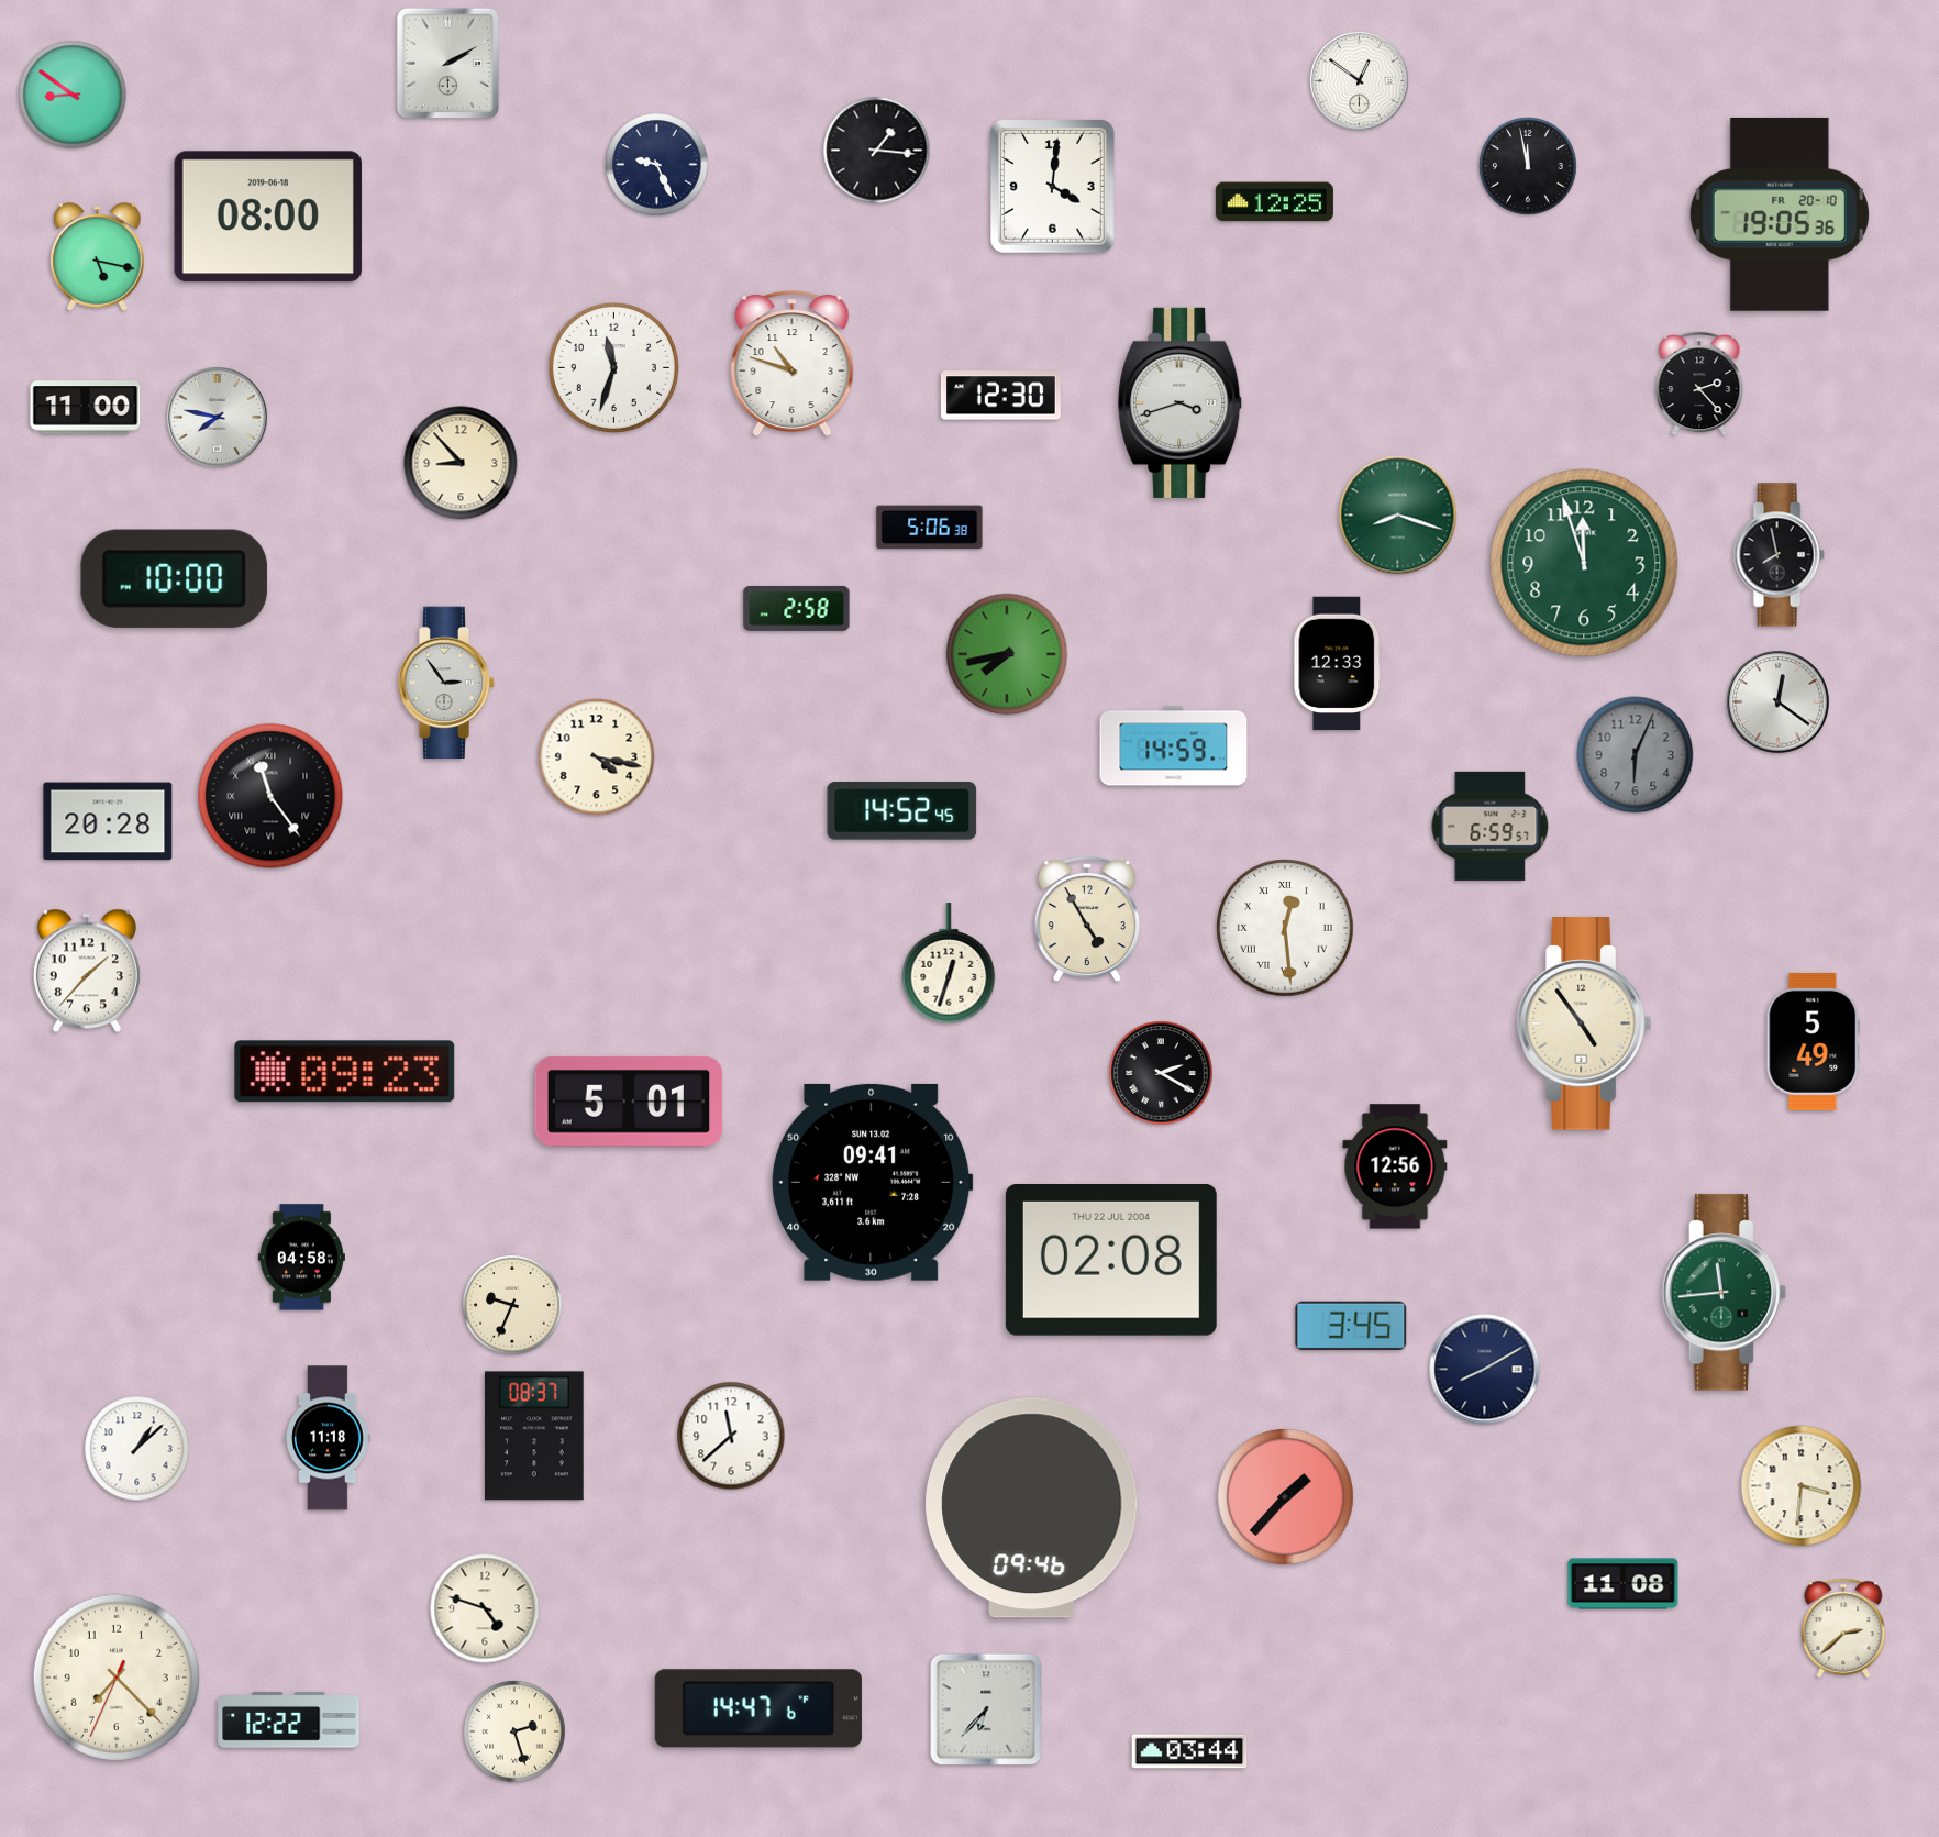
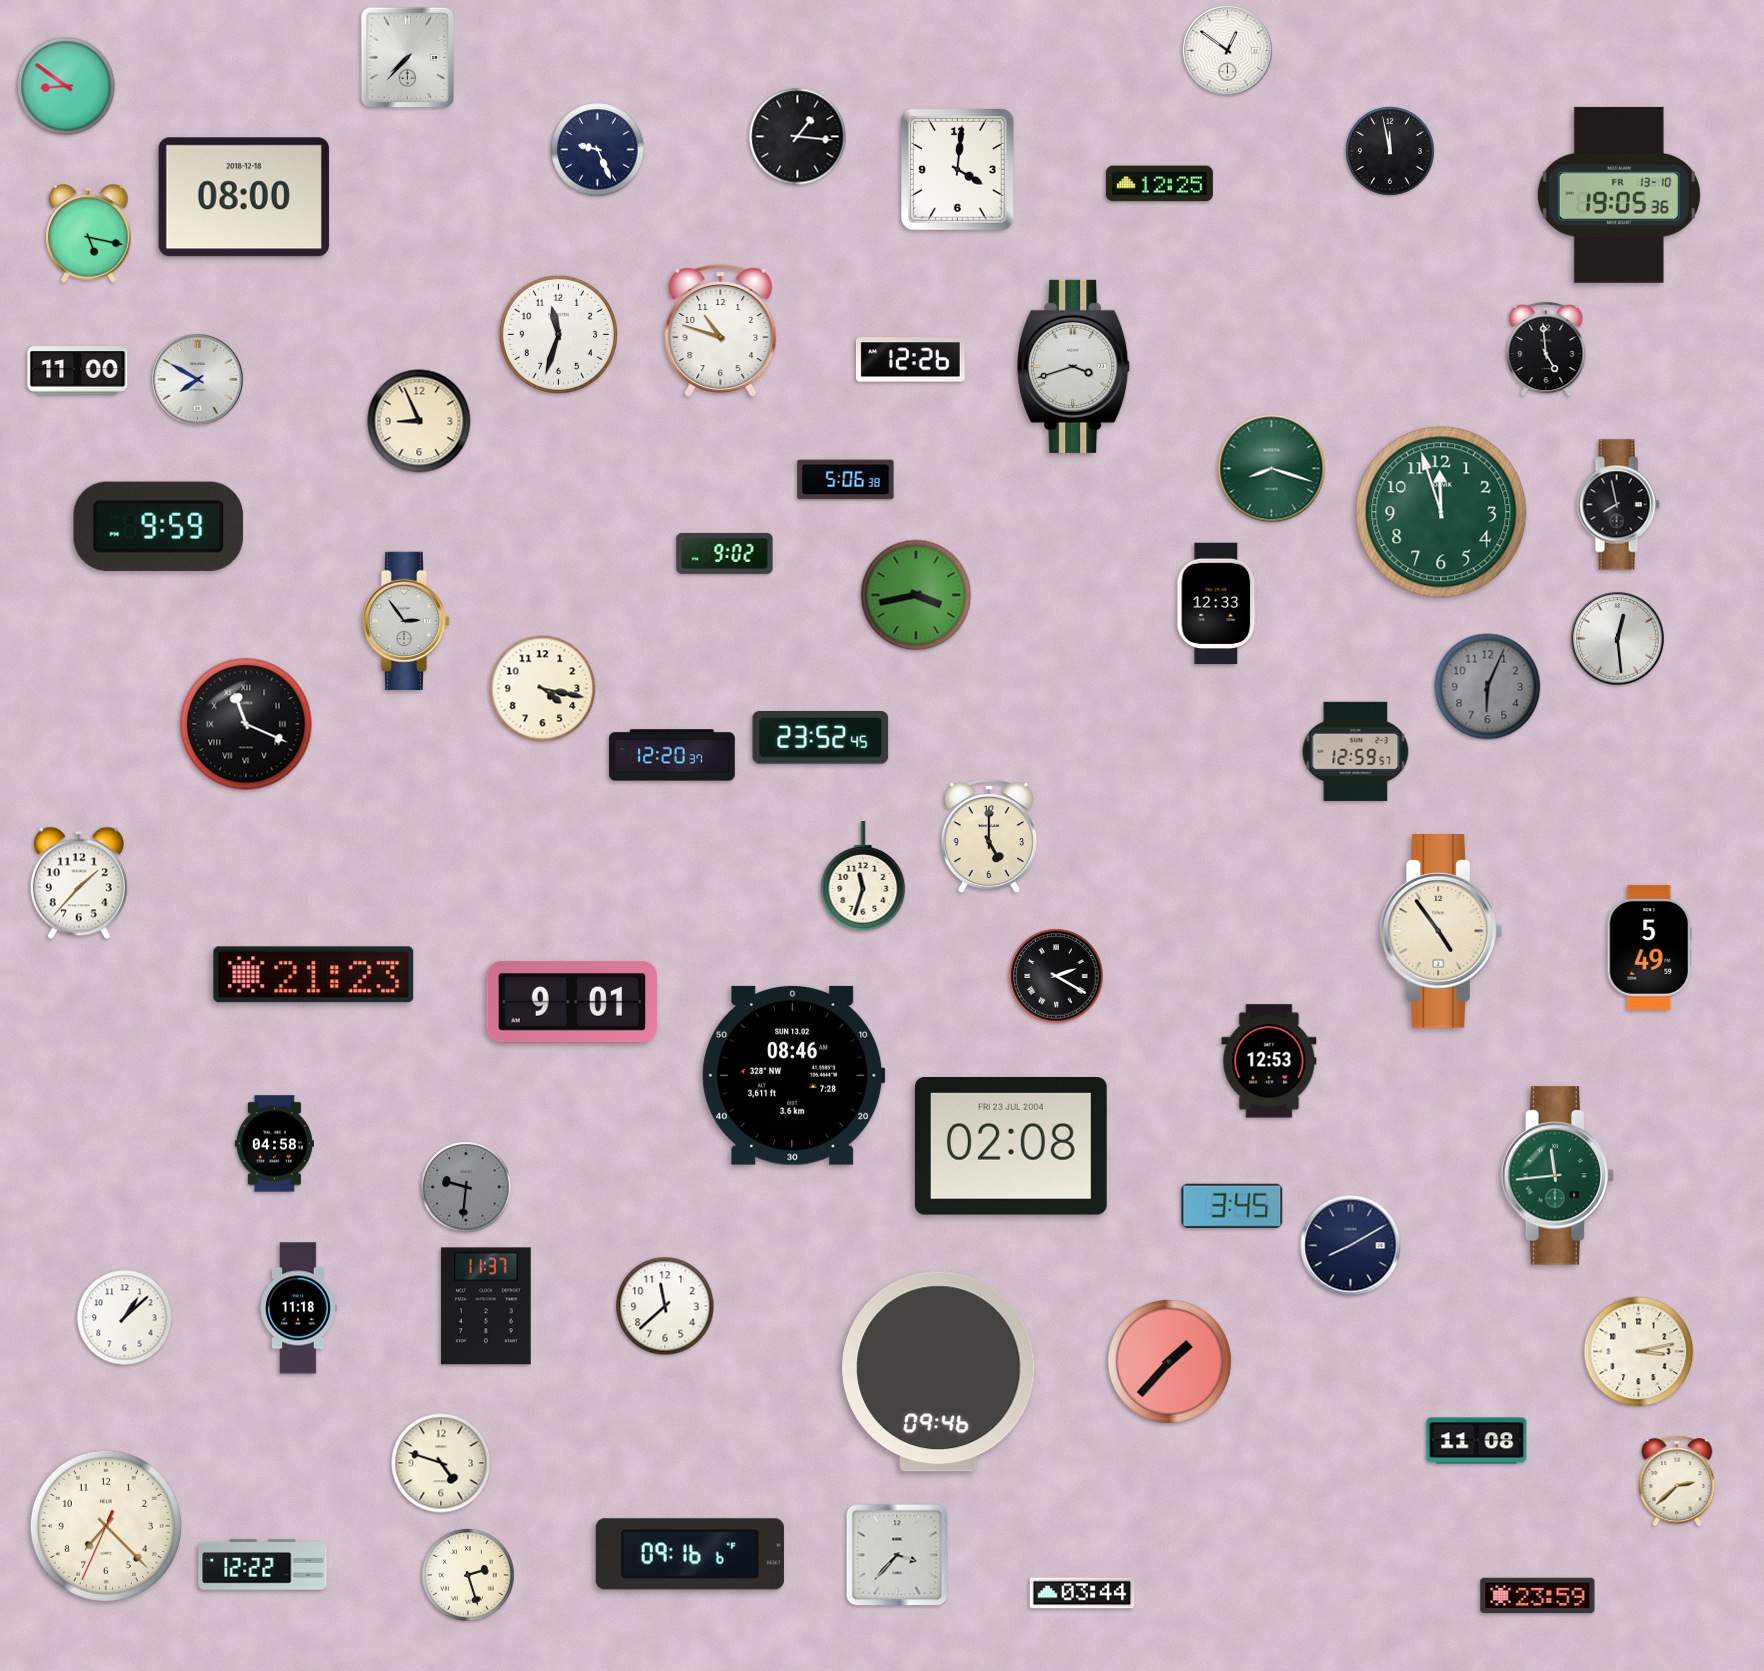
clock at (448, 64): 2:10 -> 7:37
clock at (1360, 81) position: (1360, 81) -> (1228, 51)
clock at (1780, 214) date: FR 20-10 -> FR 13-10
clock at (268, 217) date: 2019-06-18 -> 2018-12-18
clock at (1699, 384): 2:23 -> 4:59
clock at (1000, 396): 12:30 -> 12:26
clock at (218, 418): 7:47 -> 7:50
clock at (461, 463): 8:53 -> 8:56
clock at (174, 578): 10:00 -> 9:59
clock at (797, 608): 2:58 -> 9:02
clock at (1007, 654): 7:43 -> 3:43
clock at (1779, 702): 12:21 -> 12:29
clock at (1174, 746): 14:59 -> none
clock at (270, 796): 11:24 -> 11:19
clock at (902, 811): 14:52 -> 23:52
clock at (108, 821): 20:28 -> none
clock at (1491, 826): 6:59 -> 12:59
clock at (672, 755): none -> 12:20
clock at (1087, 919): 4:55 -> 5:00
clock at (1286, 929): 12:29 -> none
clock at (949, 964): 12:33 -> 11:33
clock at (345, 1072): 09:23 -> 21:23
clock at (629, 1103): 5:01 -> 9:01
clock at (1395, 1166): 12:56 -> 12:53
clock at (873, 1182): 09:41 -> 08:46
clock at (1111, 1261) date: THU 22 JUL 2004 -> FRI 23 JUL 2004
clock at (1725, 1293) position: (1725, 1293) -> (1558, 1176)
clock at (512, 1305): 9:34 -> 9:31
clock at (512, 1305) dial: cream -> grey
clock at (1351, 1326) position: (1351, 1326) -> (1232, 1206)
clock at (534, 1436): 08:37 -> 11:37
clock at (1802, 1486): 3:31 -> 3:13
clock at (758, 1708): 14:47 -> 09:16
clock at (986, 1709): 6:37 -> 3:37
clock at (1538, 1596): none -> 23:59
